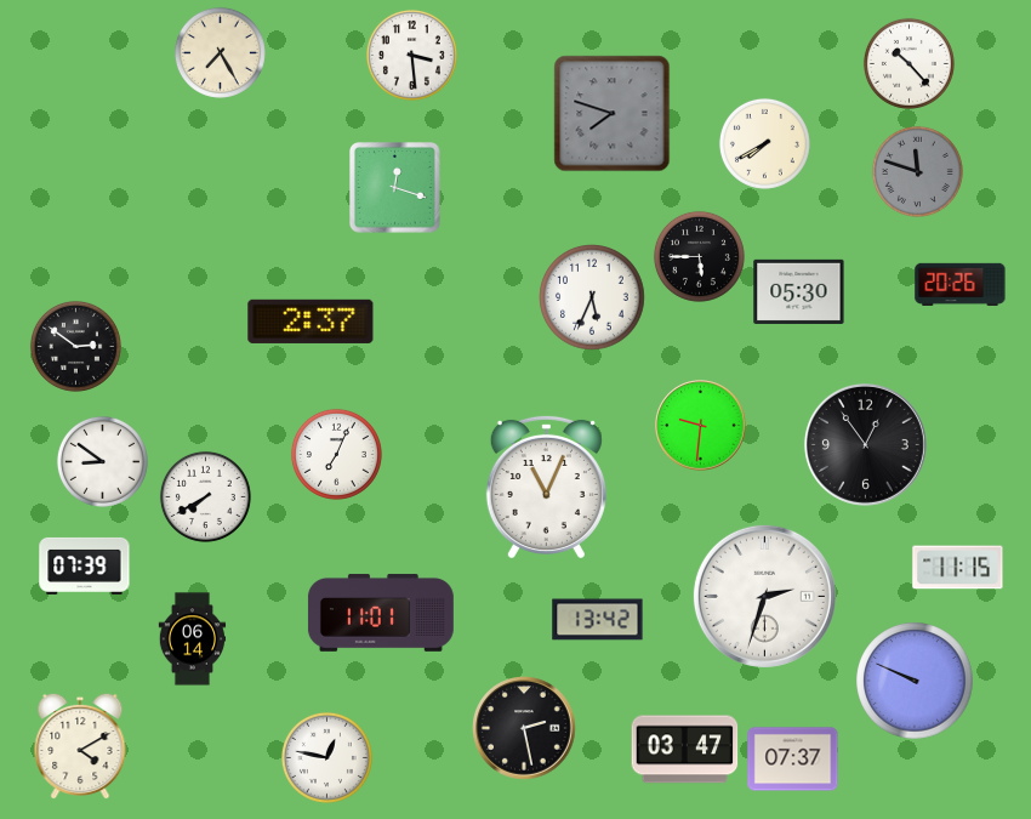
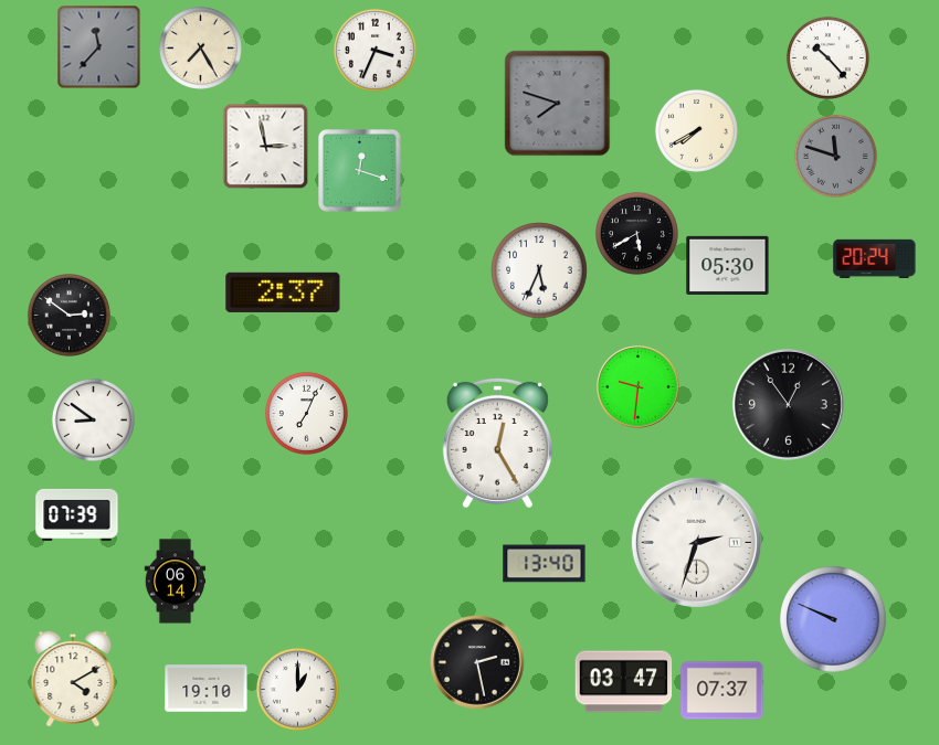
clock at (99, 47): none -> 11:37
clock at (411, 55): 3:29 -> 3:34
clock at (266, 147): none -> 2:58
clock at (699, 256): 5:45 -> 5:40
clock at (961, 284): 20:26 -> 20:24
clock at (546, 485): 11:04 -> 12:25
clock at (205, 496): 7:40 -> none
clock at (958, 568): 11:15 -> none
clock at (381, 613): 11:01 -> none
clock at (598, 620): 13:42 -> 13:40
clock at (207, 689): none -> 19:10
clock at (326, 757): 12:47 -> 1:00
